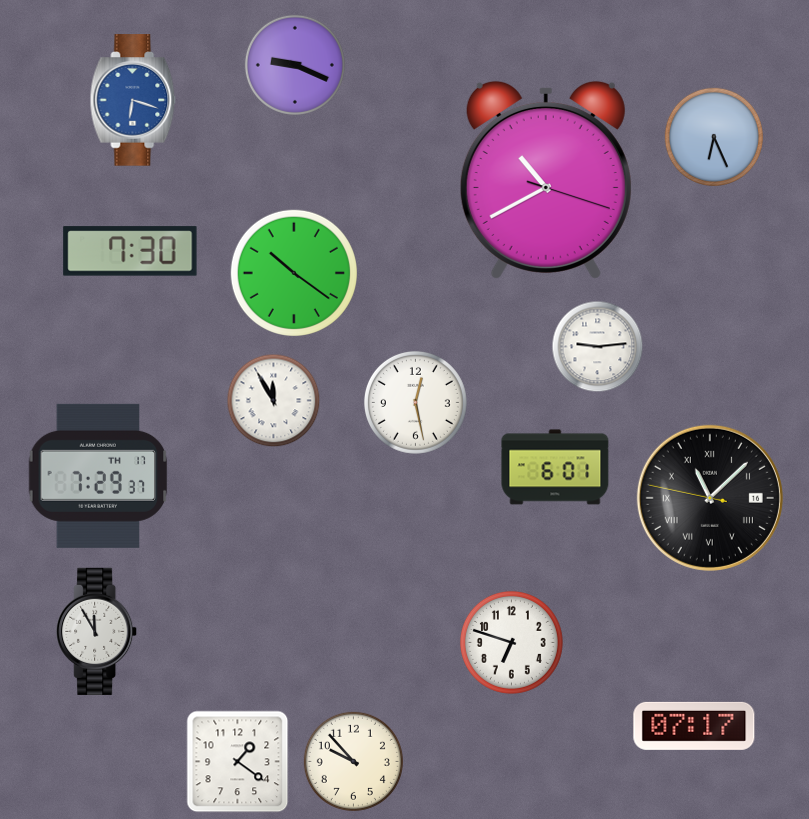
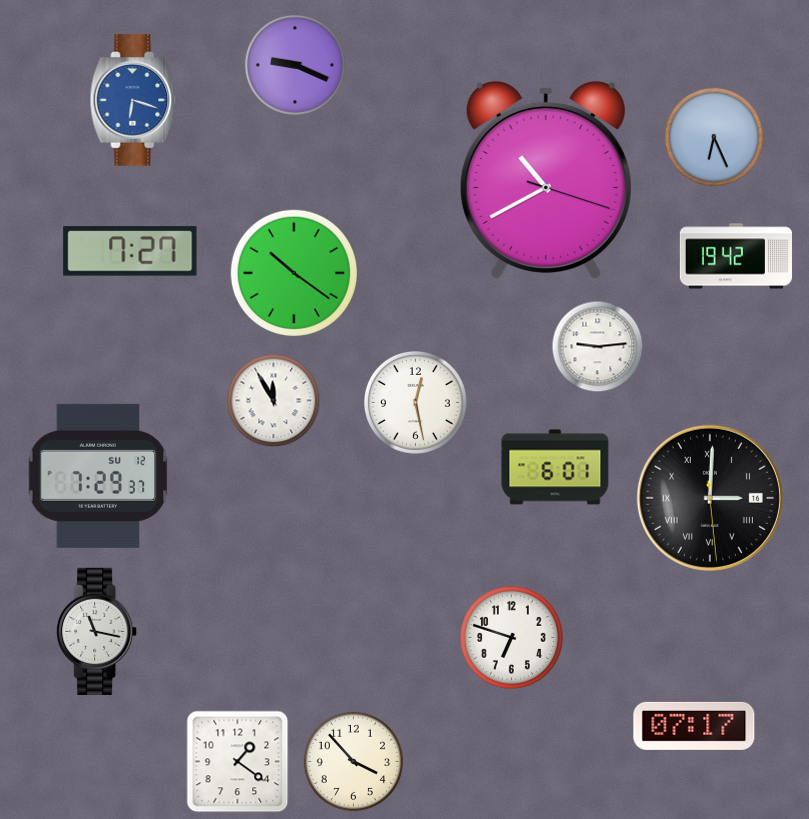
clock at (130, 251): 7:30 -> 7:27
clock at (735, 256): none -> 19:42
clock at (98, 476) date: TH 17 -> SU 12
clock at (710, 498): 11:07 -> 3:00
clock at (97, 631): 11:55 -> 11:17
clock at (511, 642) position: (511, 642) -> (511, 637)
clock at (353, 761): 9:53 -> 3:53
